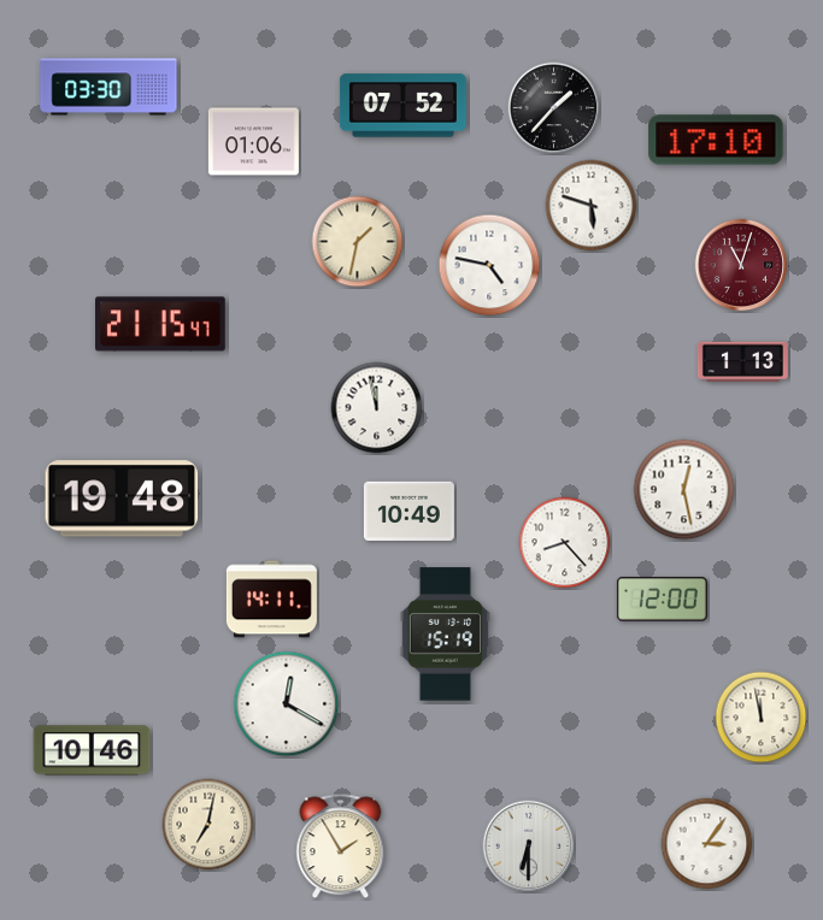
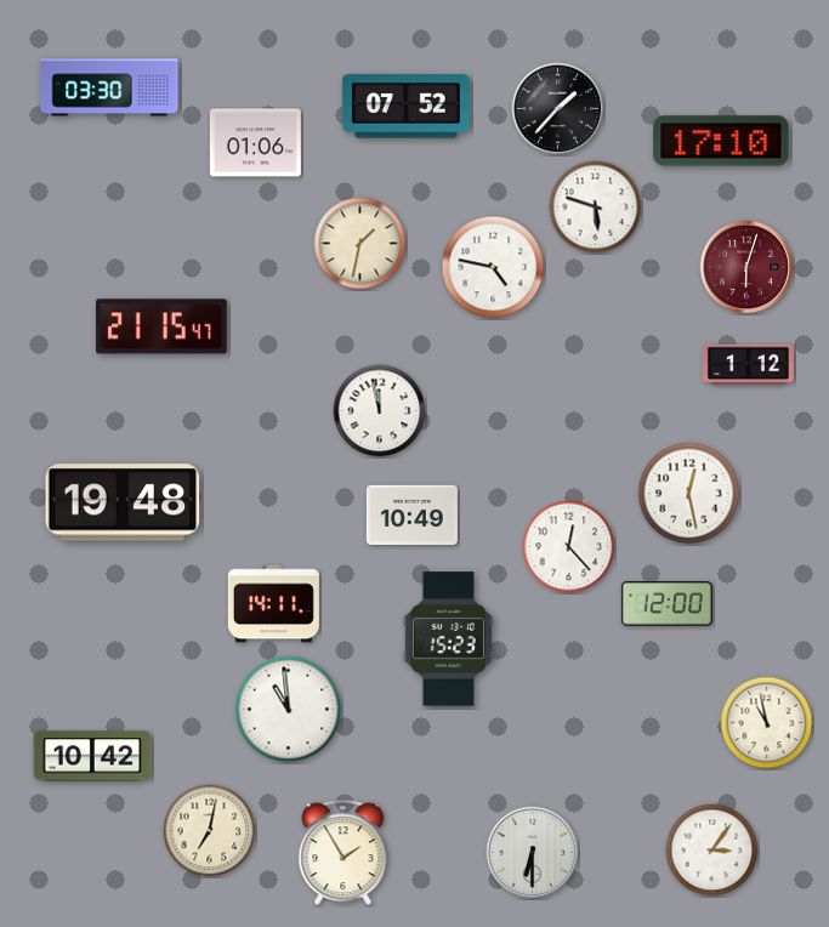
clock at (741, 265): 11:03 -> 6:03
clock at (742, 362): 1:13 -> 1:12
clock at (565, 543): 8:23 -> 12:23
clock at (445, 635): 15:19 -> 15:23
clock at (287, 704): 12:20 -> 10:59
clock at (762, 718): 11:58 -> 10:58
clock at (92, 750): 10:46 -> 10:42
